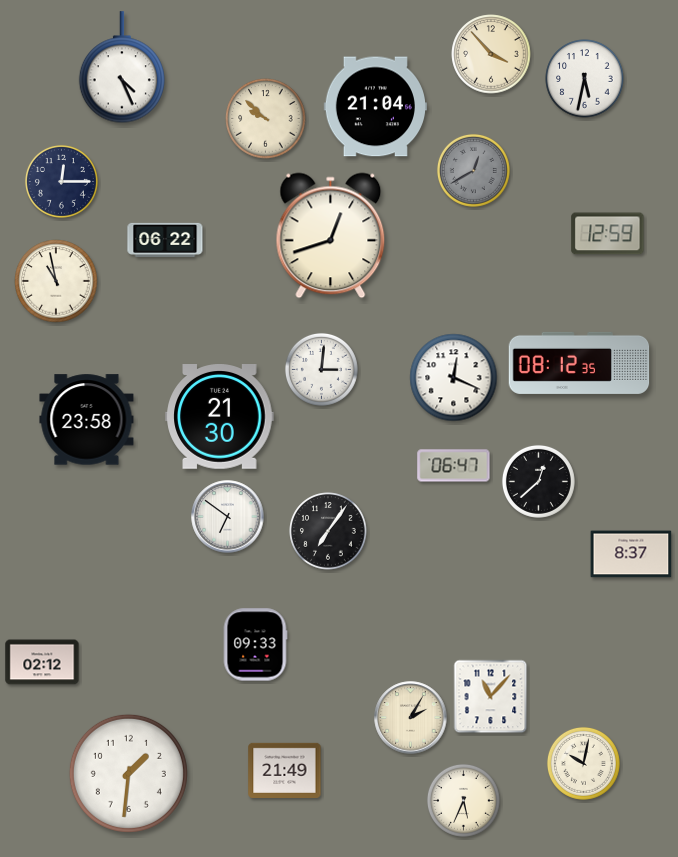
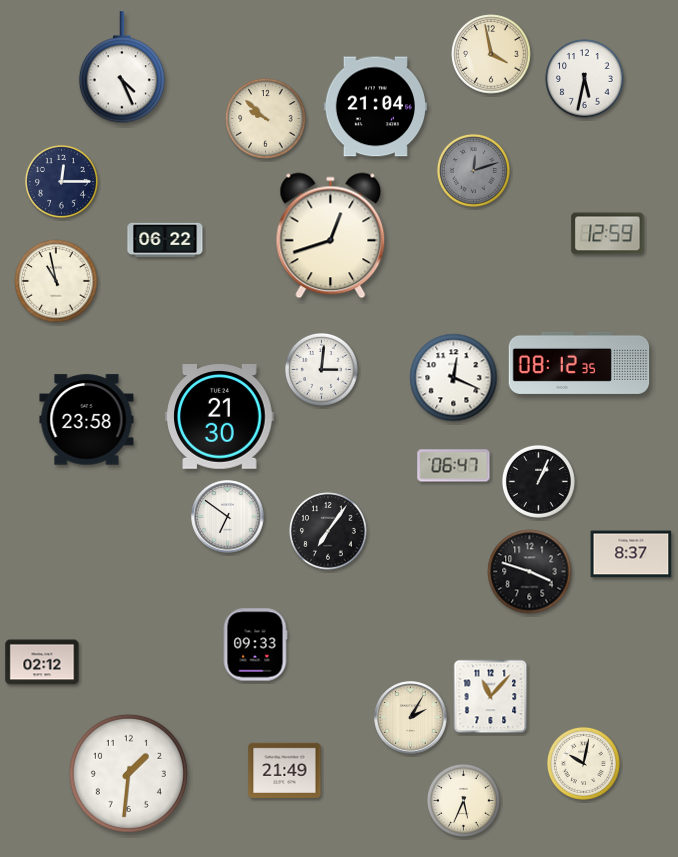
clock at (491, 54): 3:53 -> 3:58
clock at (473, 170): 12:40 -> 12:12
clock at (538, 481): 12:38 -> 1:04
clock at (530, 572): none -> 3:48
